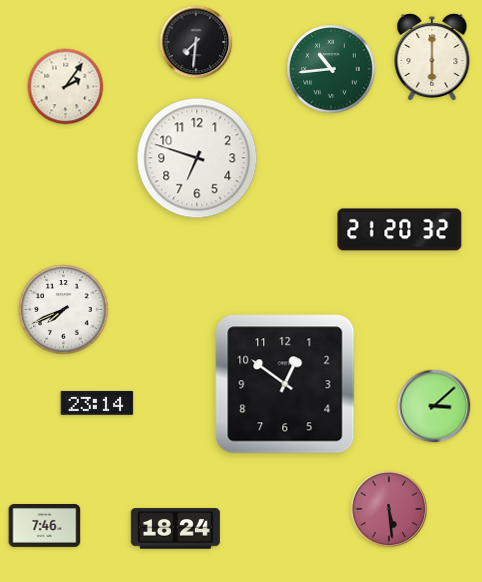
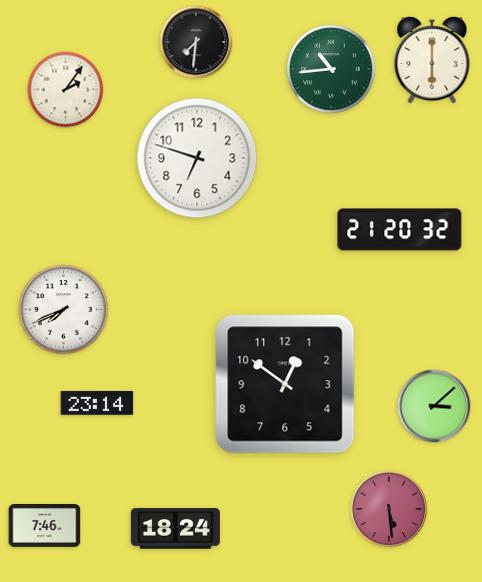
clock at (432, 57) position: (432, 57) -> (432, 60)
clock at (66, 87) position: (66, 87) -> (66, 90)
